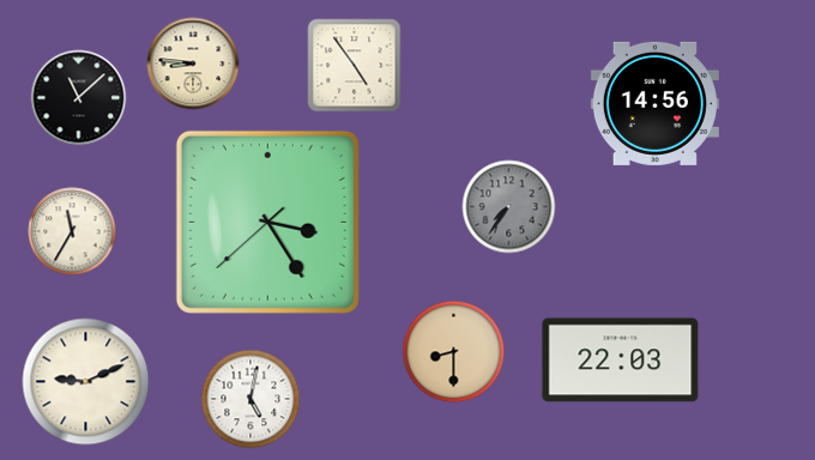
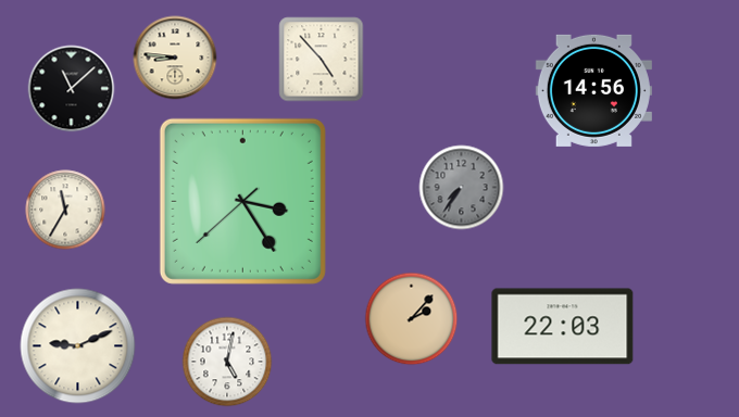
clock at (355, 66): 4:54 -> 4:53
clock at (654, 103) position: (654, 103) -> (593, 90)
clock at (454, 352): 8:30 -> 2:07
